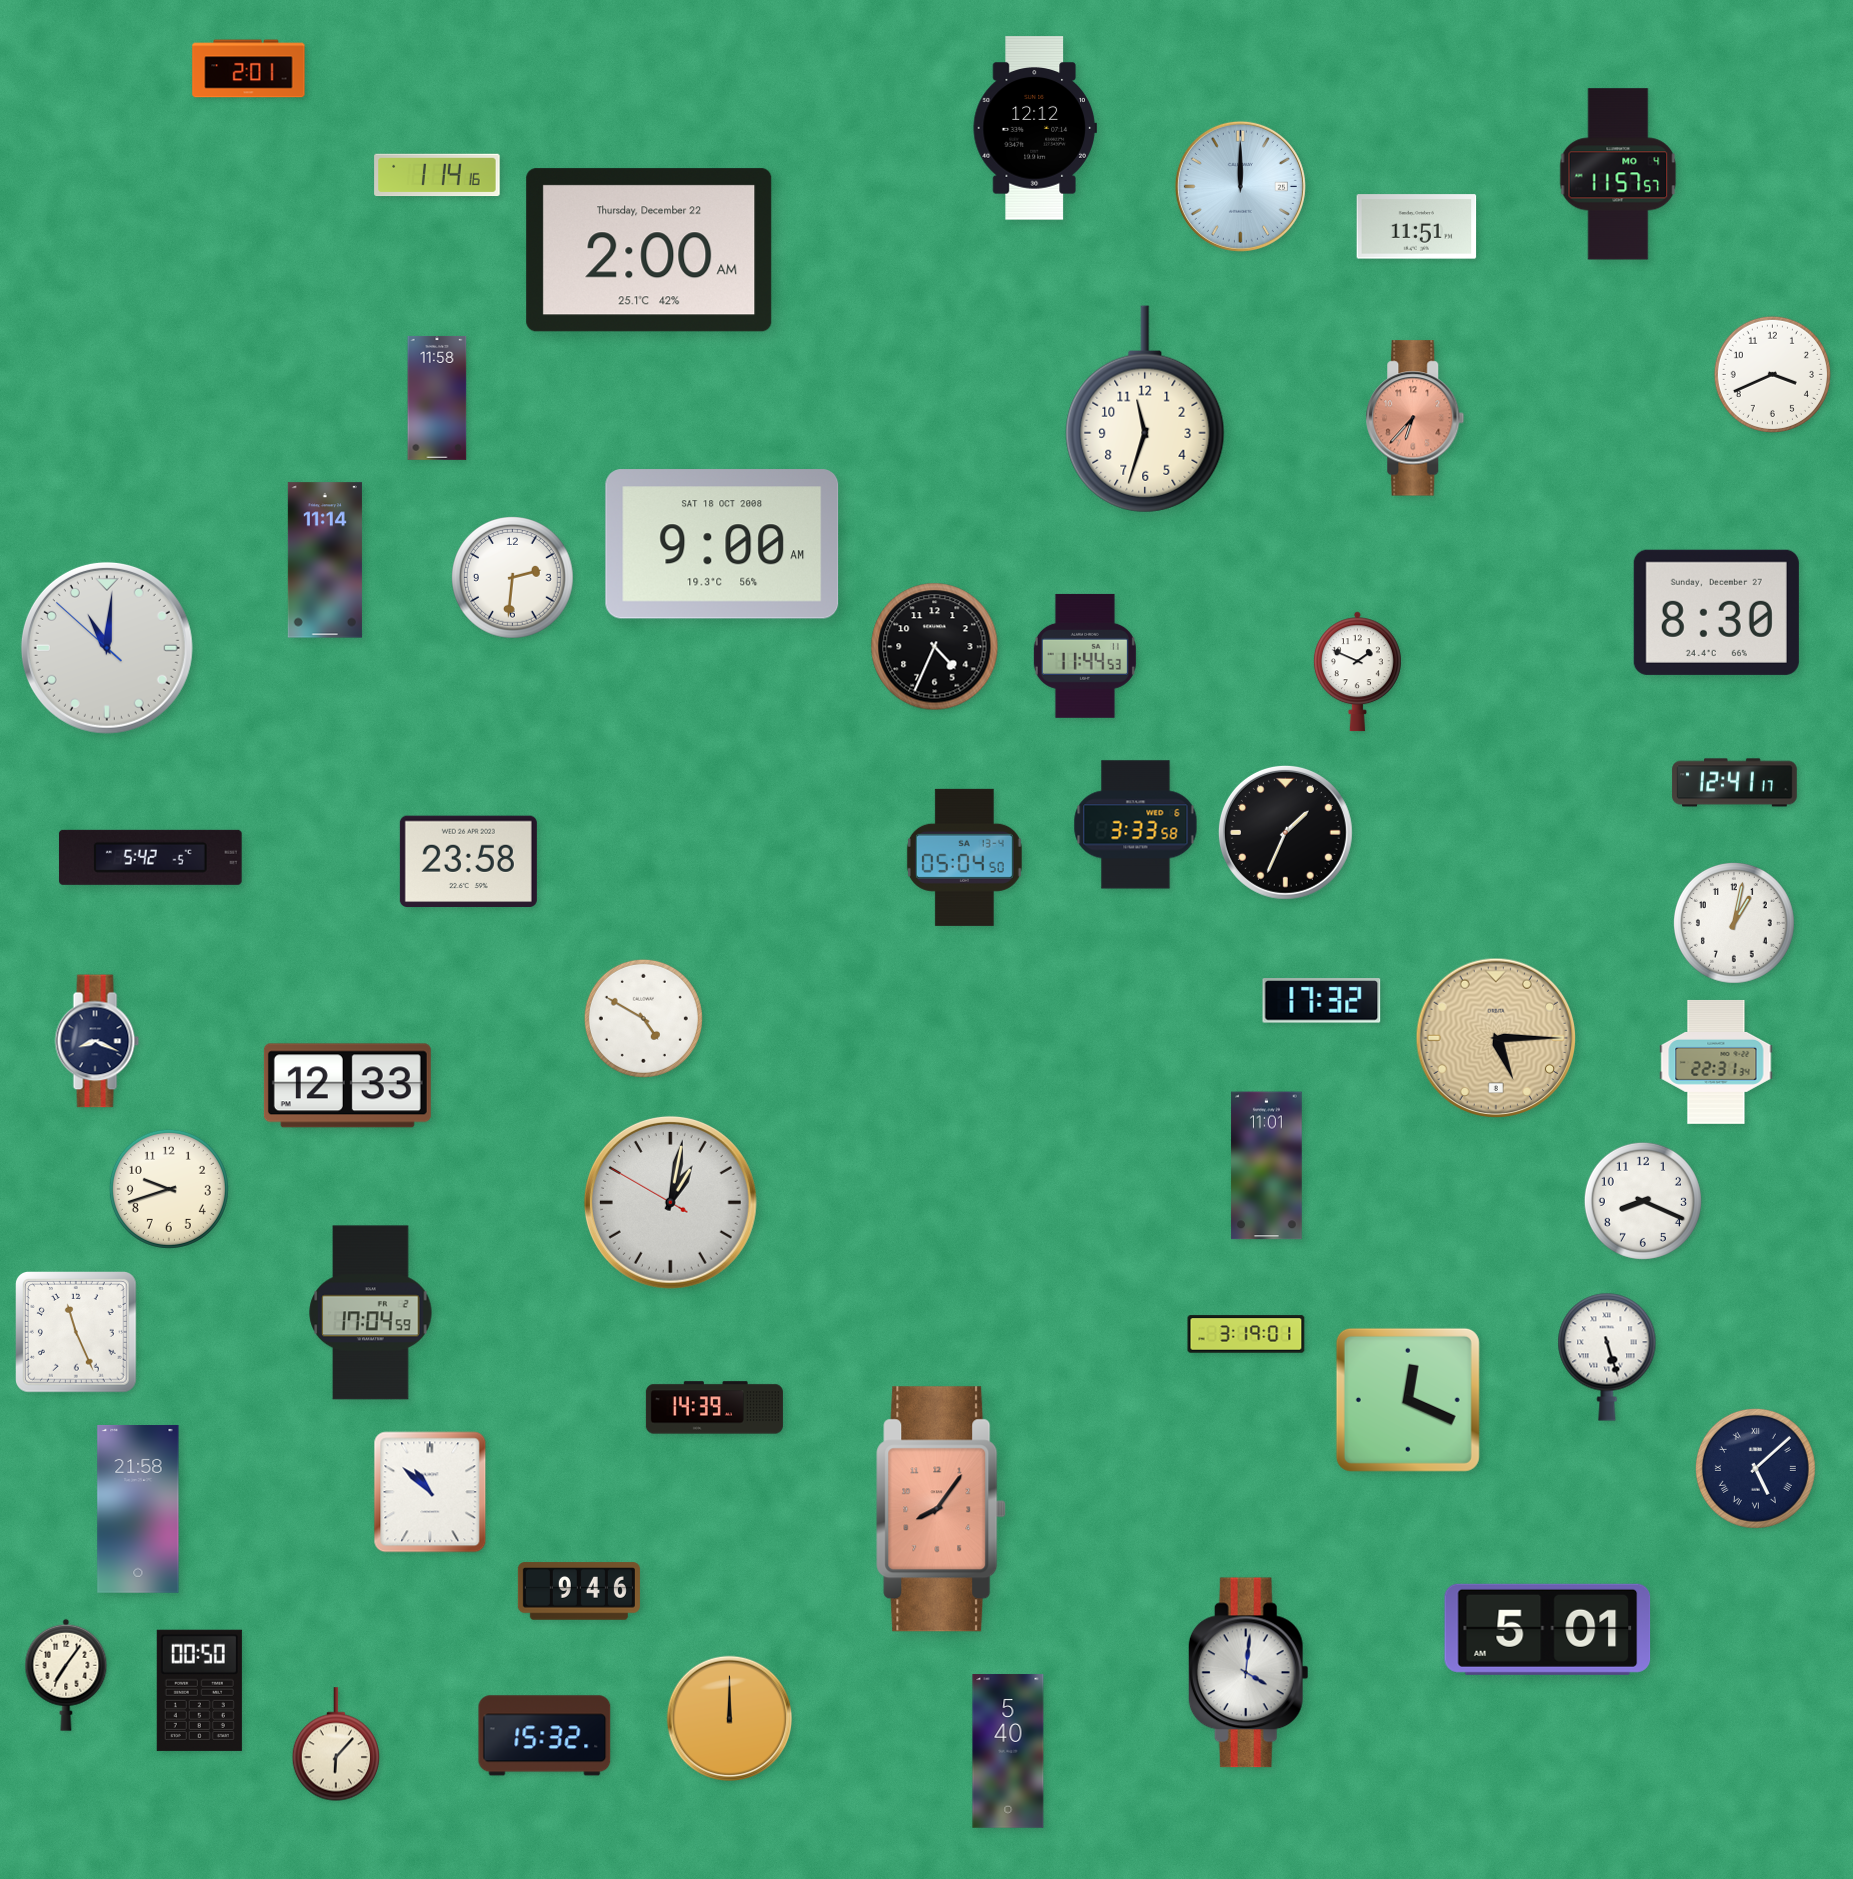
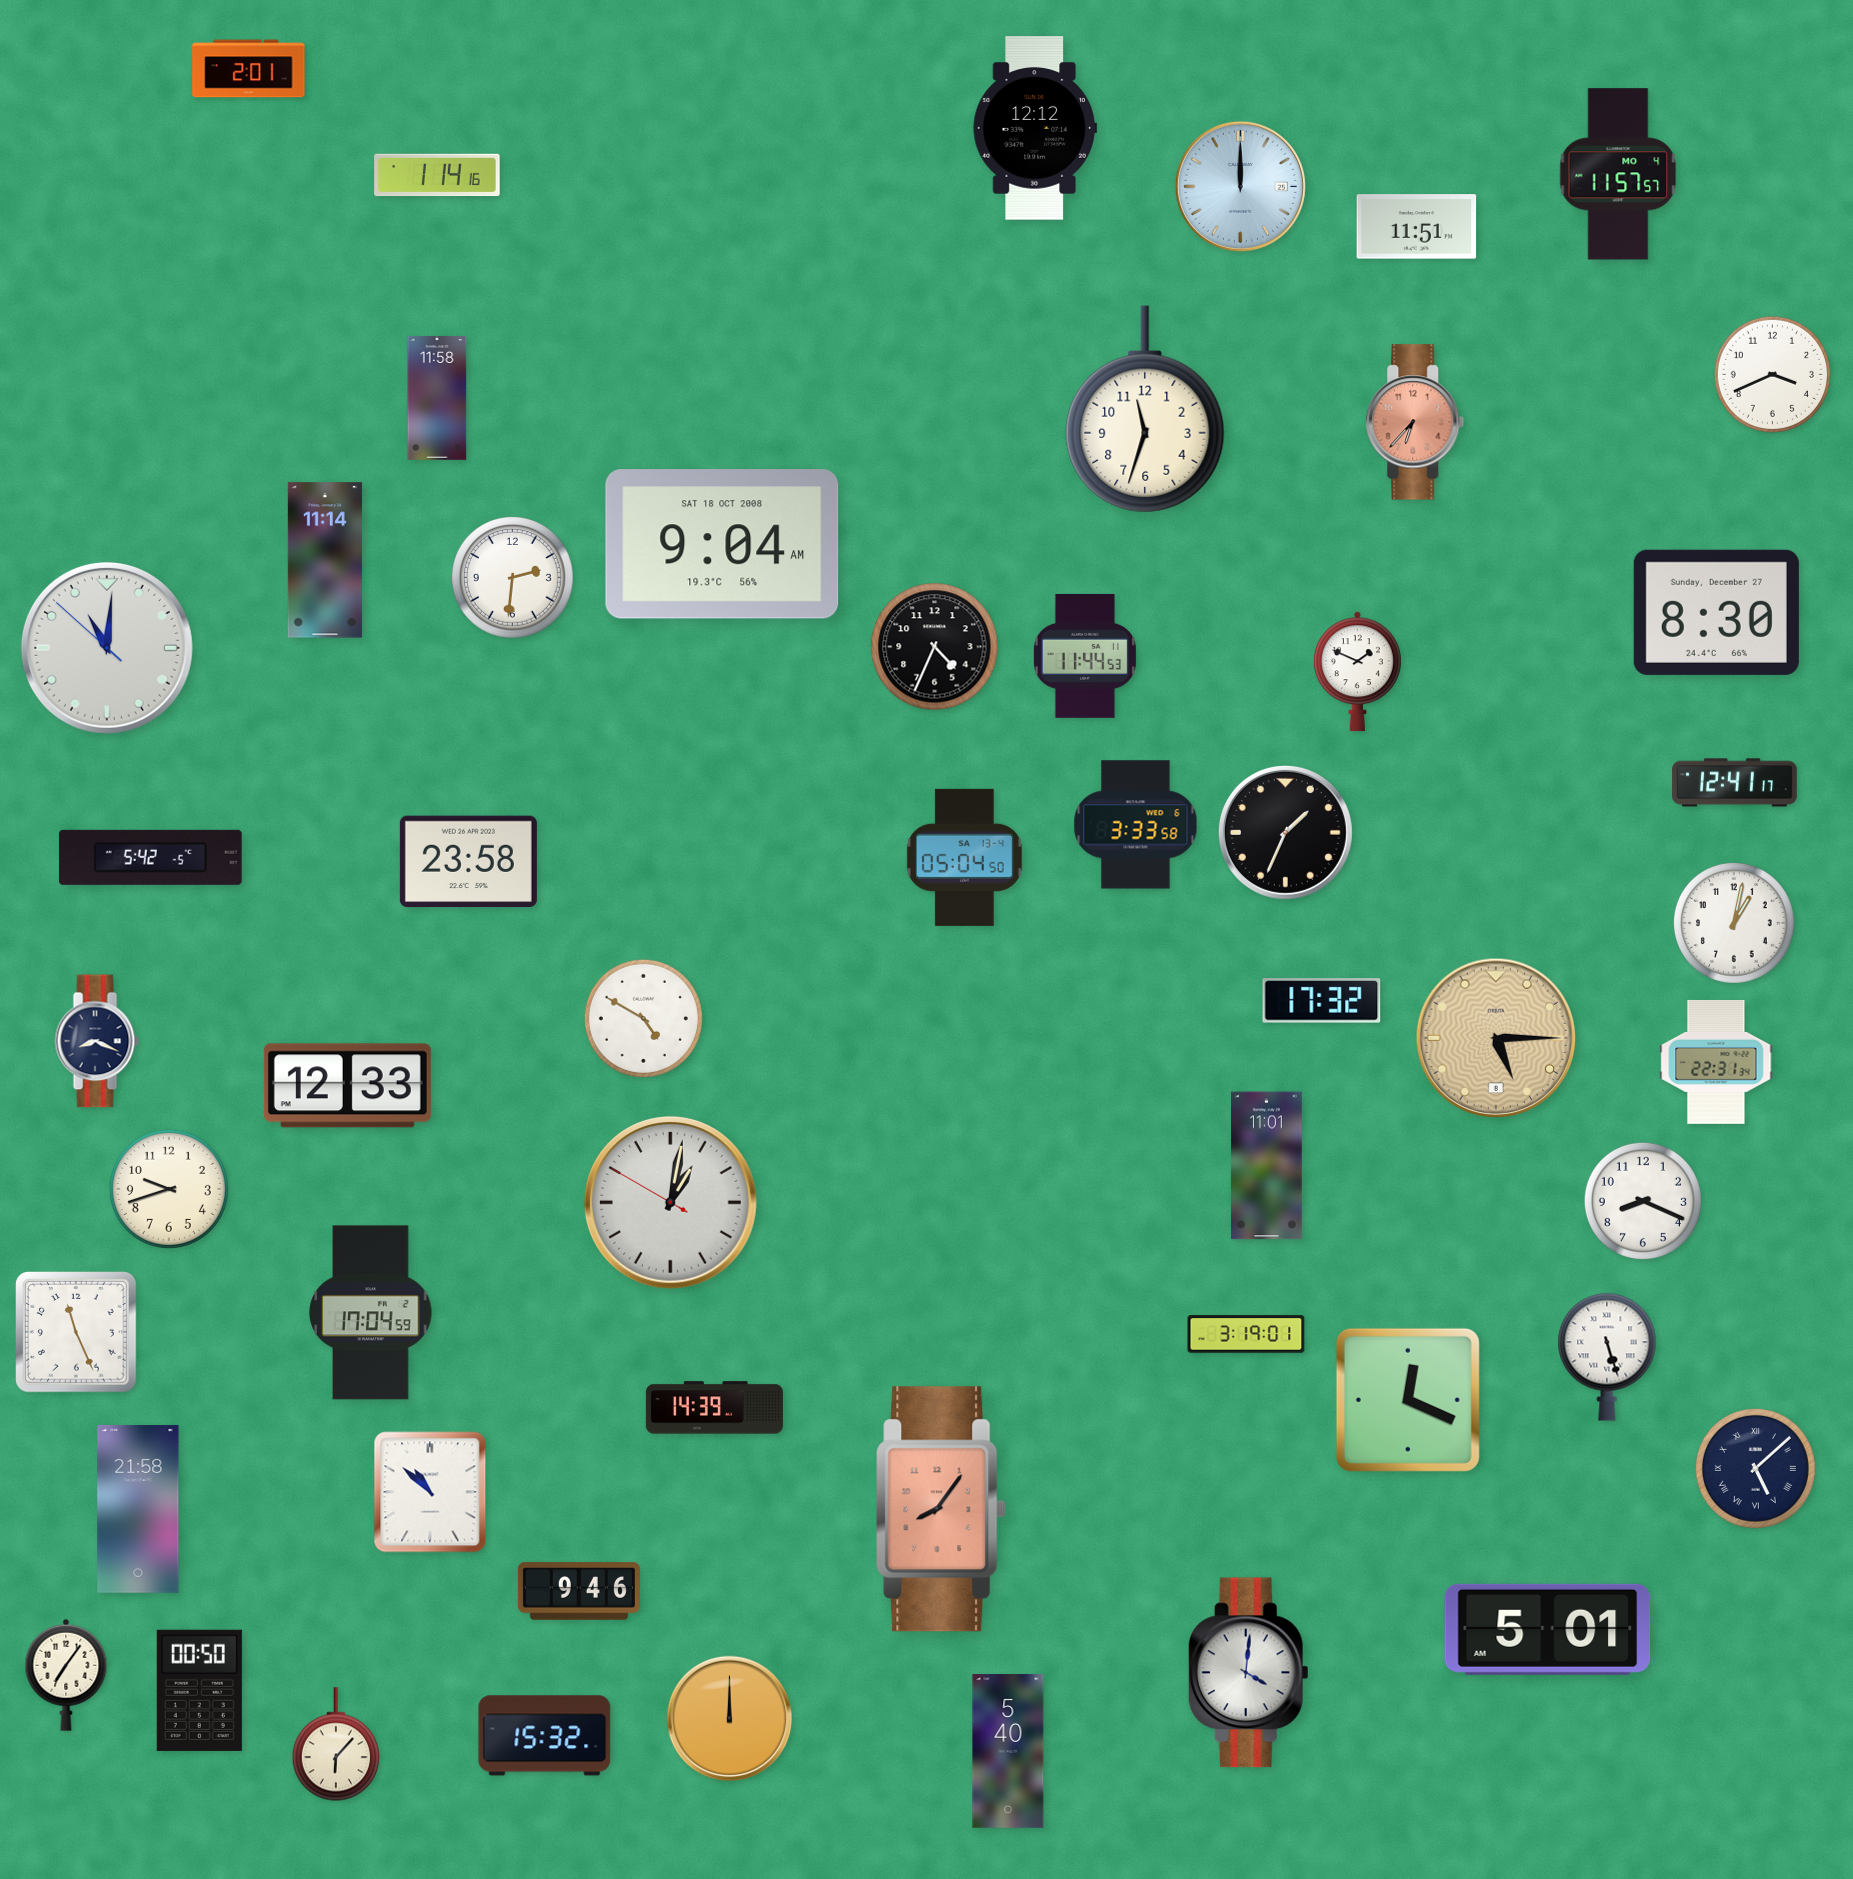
clock at (649, 250): 2:00 -> none
clock at (1415, 418) position: (1415, 418) -> (1415, 422)
clock at (722, 544): 9:00 -> 9:04
